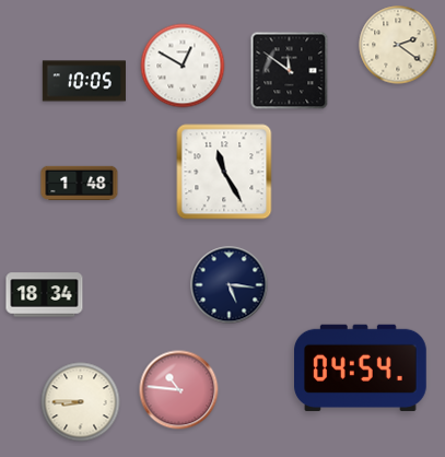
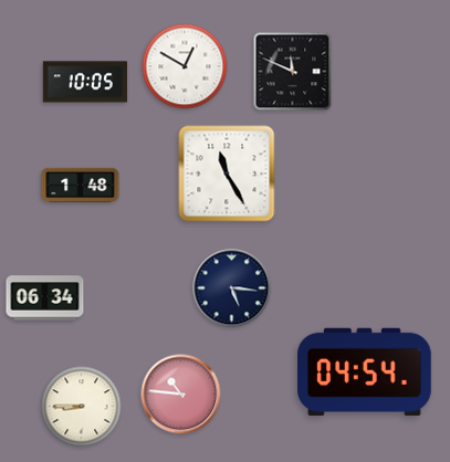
clock at (398, 45): 2:21 -> none
clock at (290, 71): 11:51 -> 11:49
clock at (45, 295): 18:34 -> 06:34
